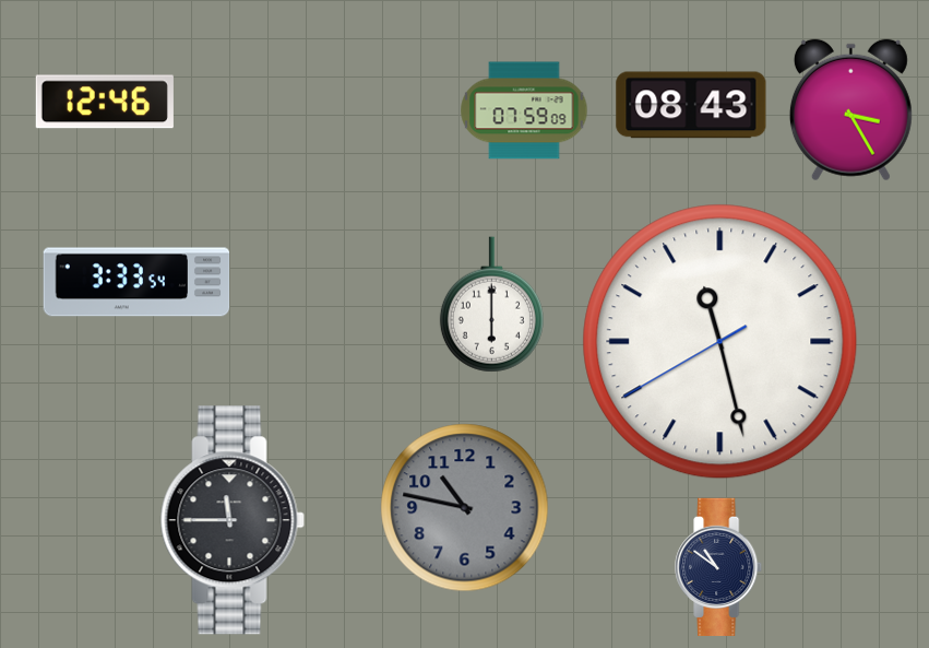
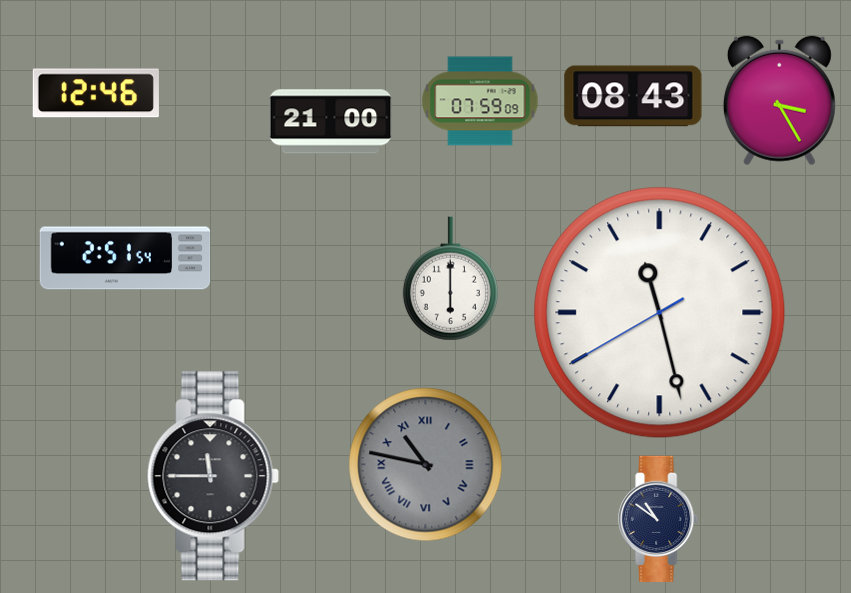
clock at (331, 122): none -> 21:00
clock at (136, 282): 3:33 -> 2:51
clock at (465, 508) numerals: Arabic -> Roman
